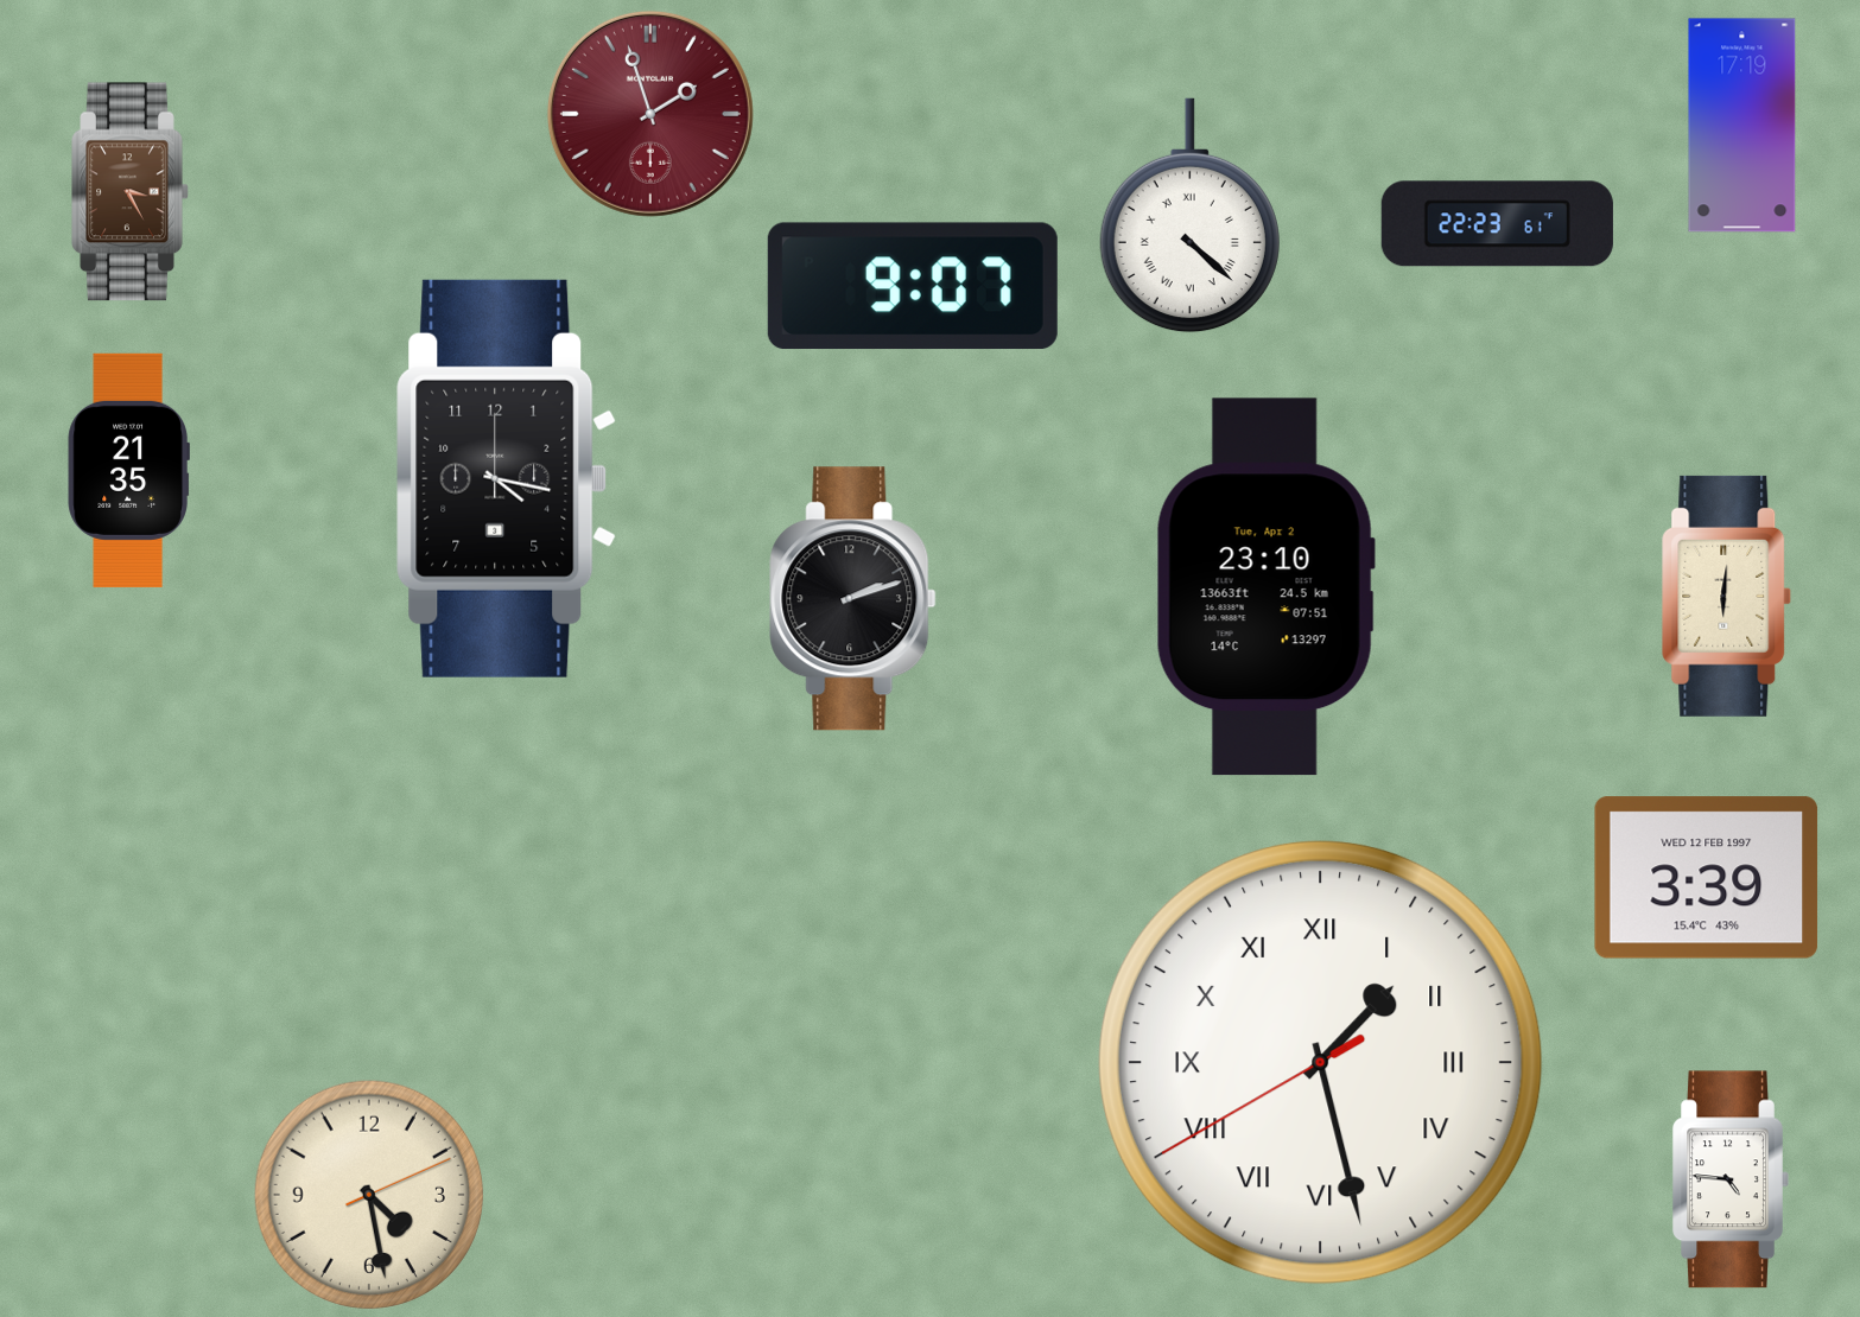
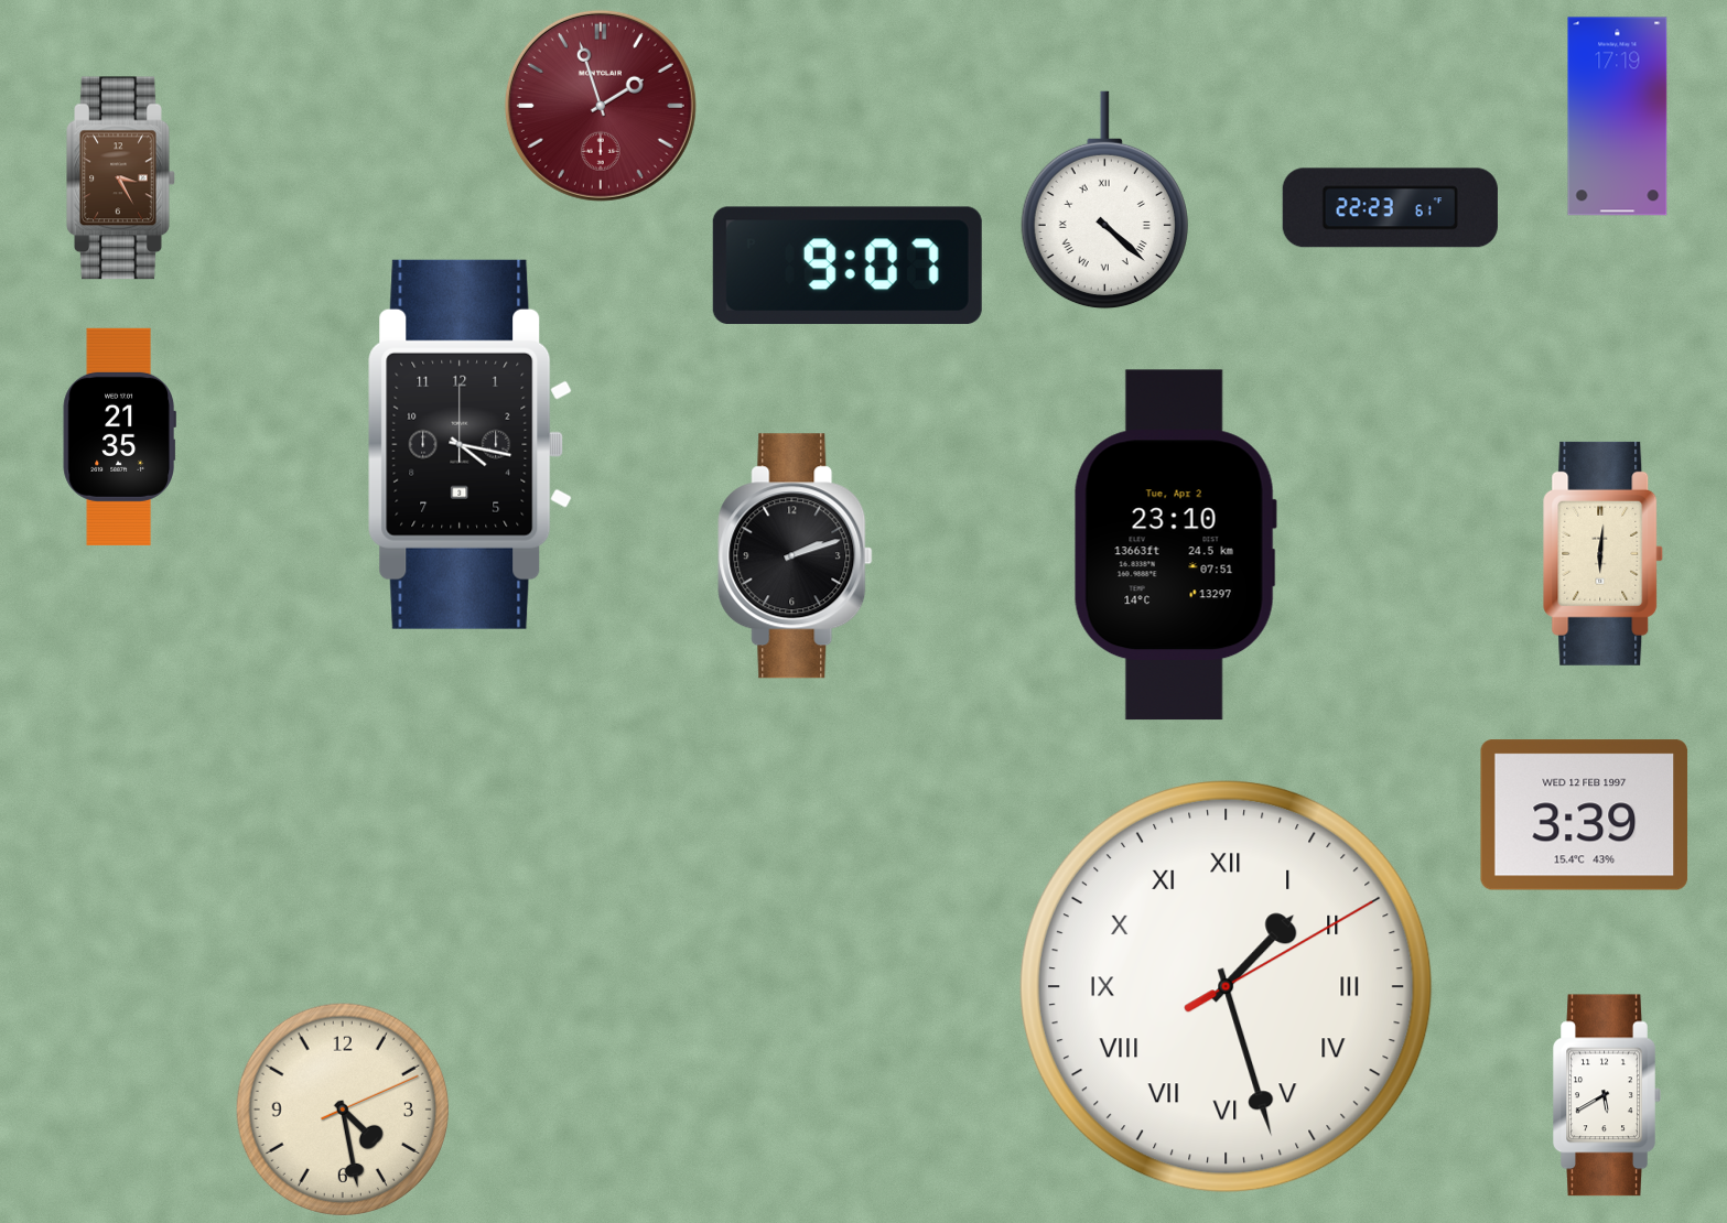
clock at (650, 114) position: (650, 114) -> (601, 106)
clock at (853, 599) position: (853, 599) -> (796, 556)
clock at (1320, 1062): 1:27:40 -> 1:27:10
clock at (1731, 1179): 4:46 -> 5:40
